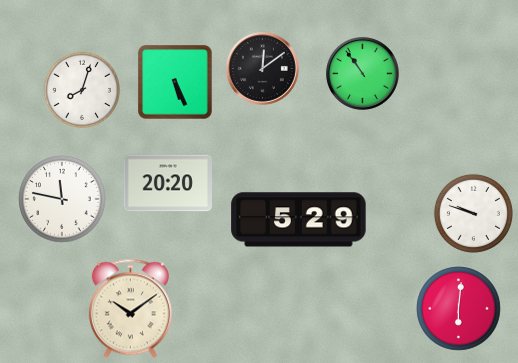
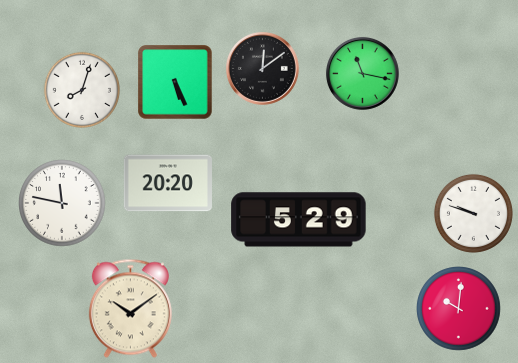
clock at (363, 74): 10:54 -> 11:17
clock at (62, 199) position: (62, 199) -> (62, 203)
clock at (459, 309): 6:01 -> 10:01
